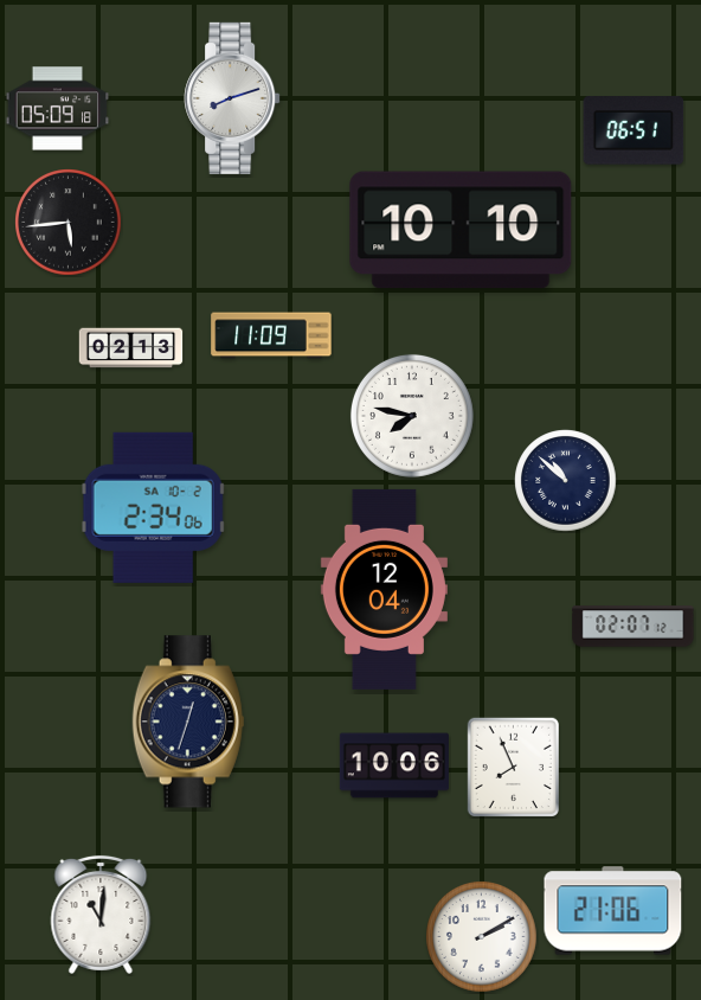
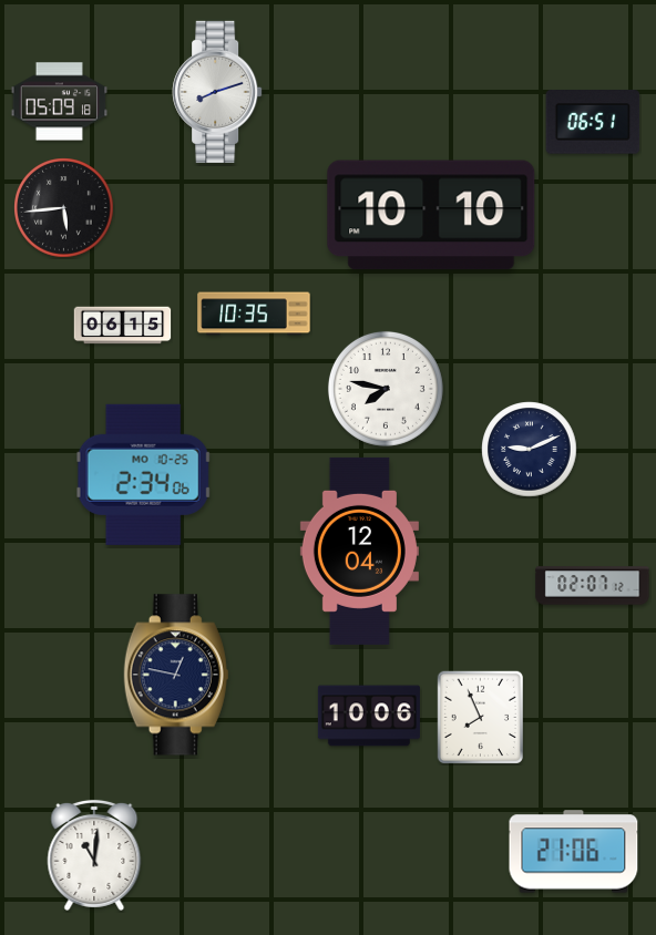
clock at (58, 109) position: (58, 109) -> (60, 102)
clock at (271, 335): 11:09 -> 10:35
clock at (131, 348): 02:13 -> 06:15
clock at (566, 481): 10:52 -> 9:11
clock at (154, 507) date: SA 10-2 -> MO 10-25
clock at (188, 722): 12:33 -> 12:47
clock at (482, 937): 2:10 -> none
